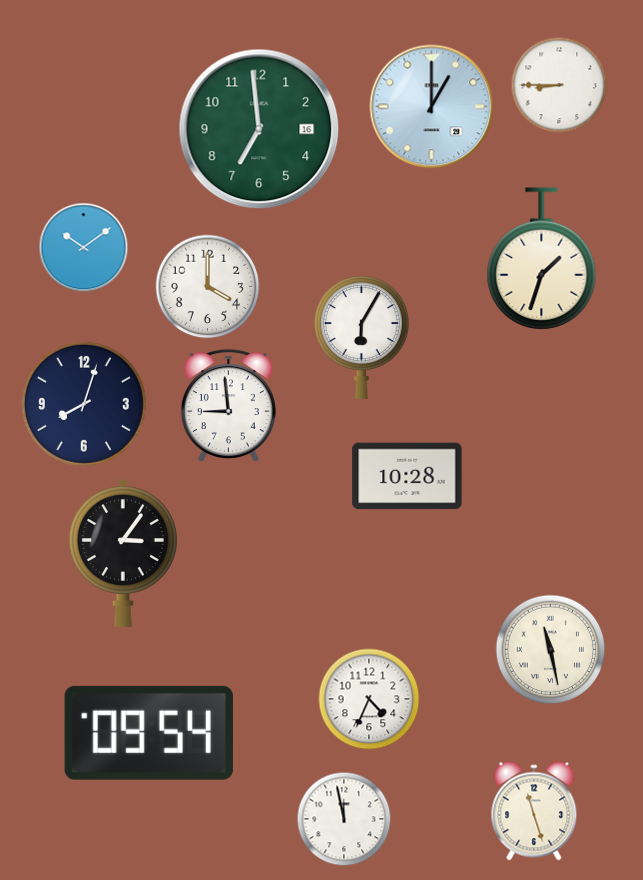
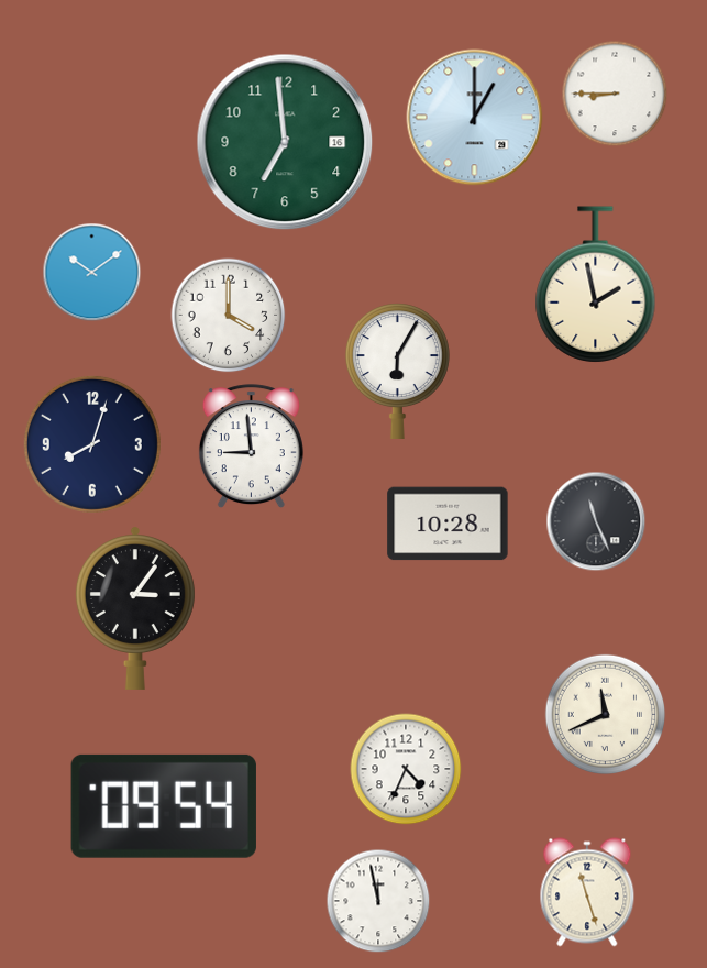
clock at (542, 259): 1:33 -> 1:58
clock at (596, 521): none -> 11:26
clock at (551, 650): 11:28 -> 11:41
